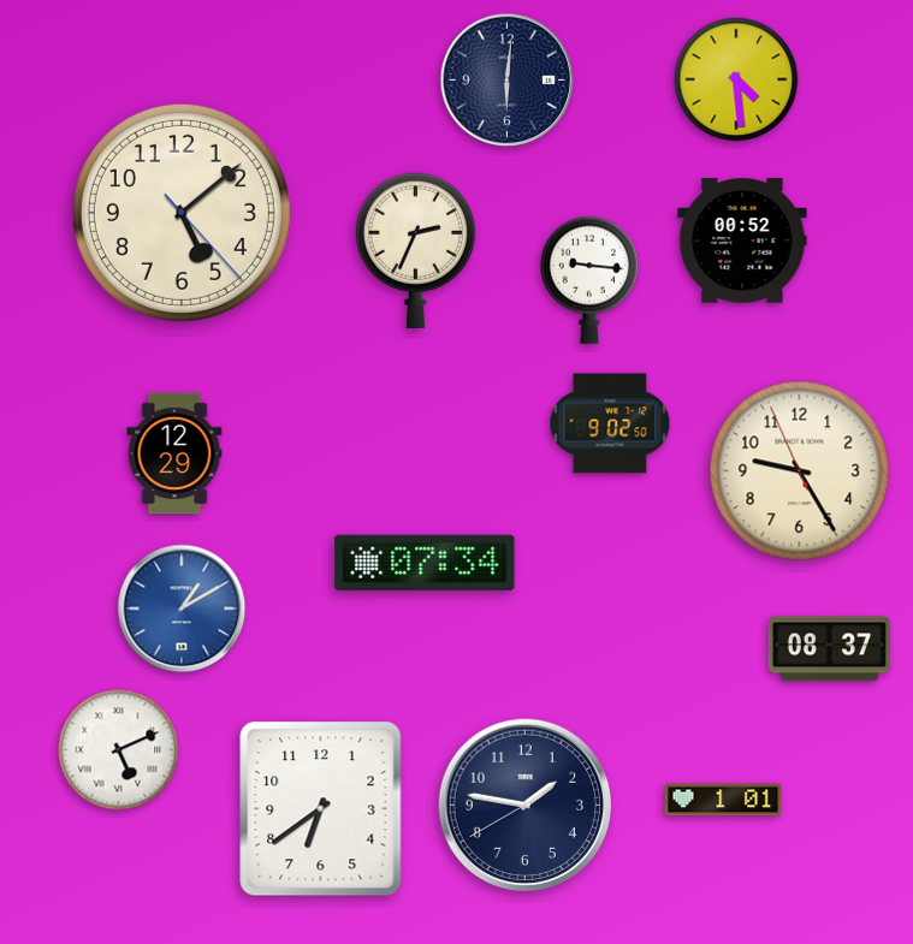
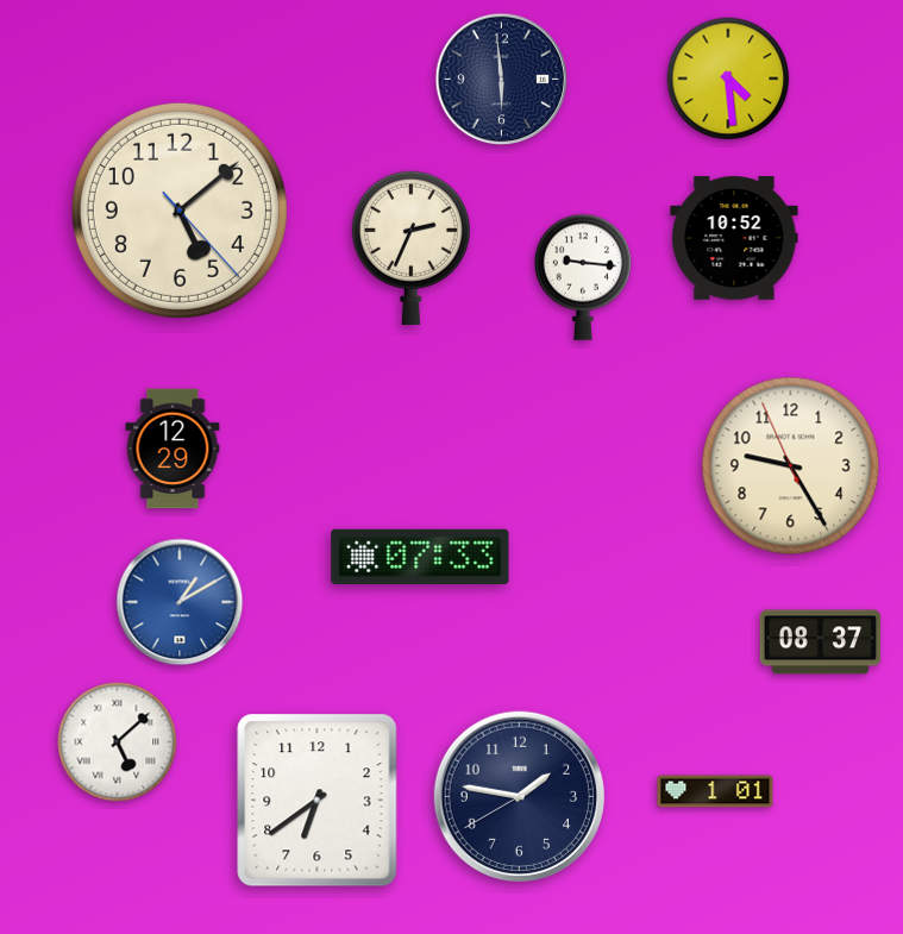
clock at (508, 81): 6:01 -> 5:59
clock at (742, 241): 00:52 -> 10:52
clock at (610, 423): 9:02 -> none
clock at (425, 562): 07:34 -> 07:33
clock at (119, 750): 5:11 -> 5:08
